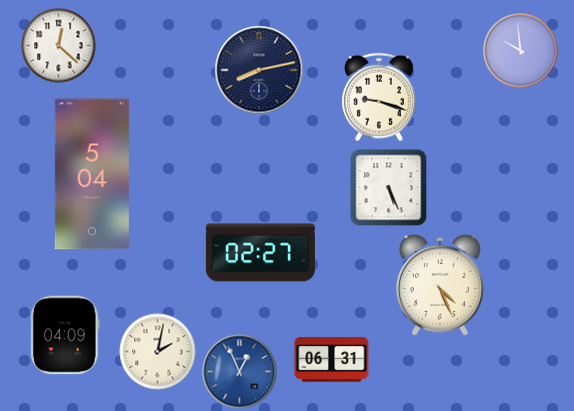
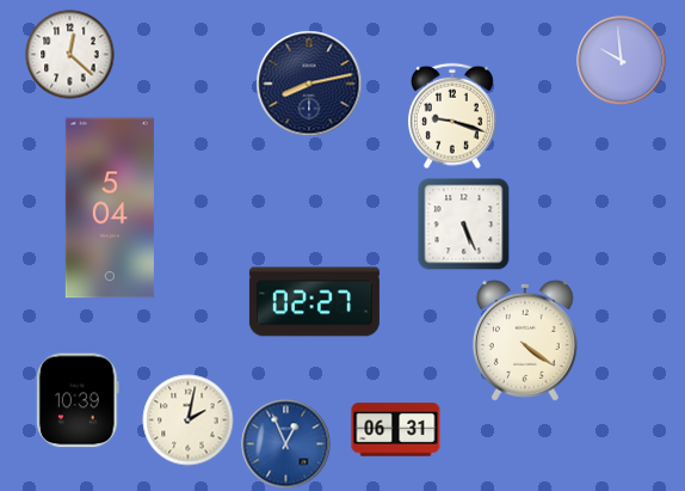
clock at (260, 253) position: (260, 253) -> (314, 302)
clock at (440, 285): 4:26 -> 4:21
clock at (65, 335): 04:09 -> 10:39
